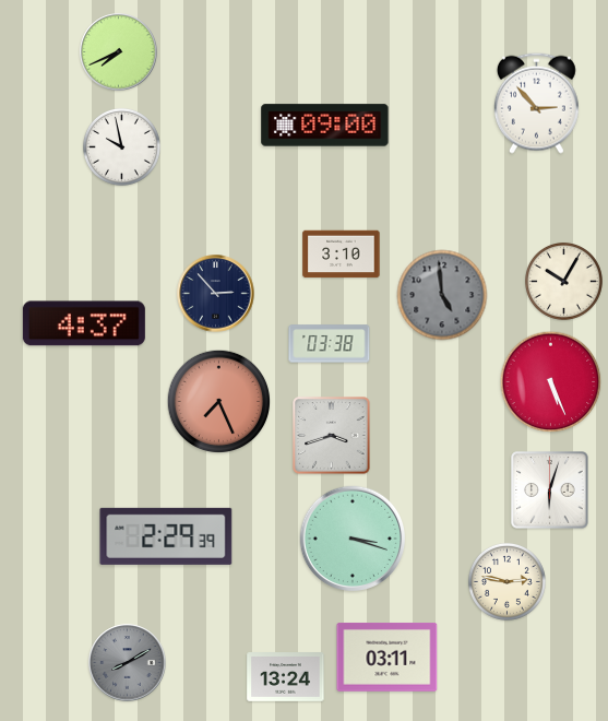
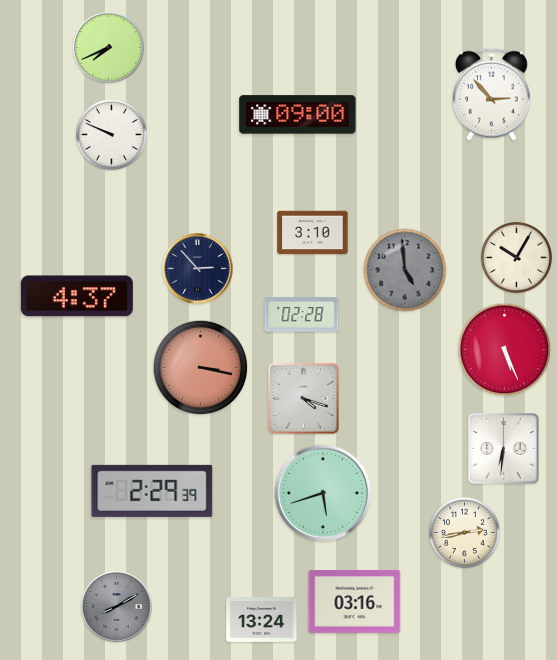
clock at (121, 146): 9:58 -> 9:49
clock at (330, 344): 03:38 -> 02:28
clock at (219, 402): 7:26 -> 3:17
clock at (332, 436): 3:42 -> 4:18
clock at (550, 490): 6:03 -> 6:31
clock at (353, 539): 3:18 -> 5:42
clock at (506, 581): 2:47 -> 2:43
clock at (388, 658): 03:11 -> 03:16
